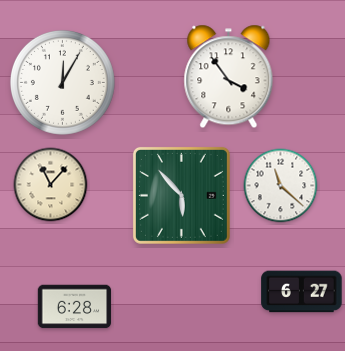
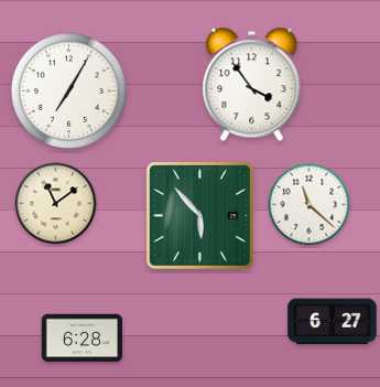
clock at (62, 82): 12:05 -> 7:05
clock at (51, 185): 11:07 -> 11:09
